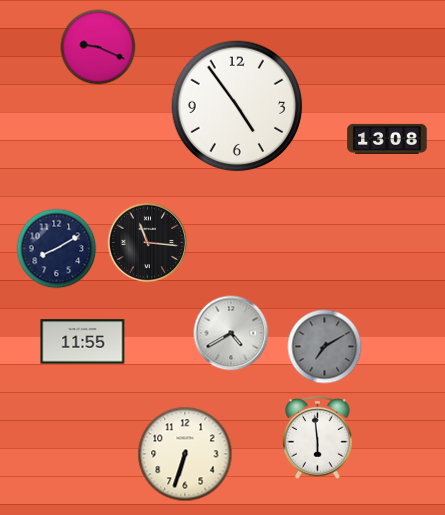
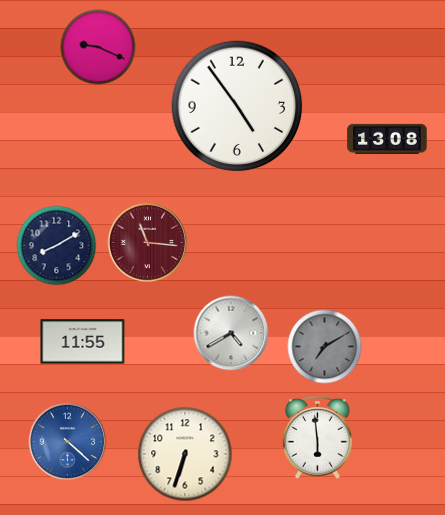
clock at (148, 243) dial: black -> burgundy
clock at (57, 249) position: (57, 249) -> (57, 246)
clock at (68, 442): none -> 4:22
